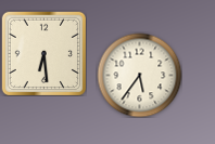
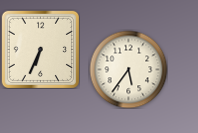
clock at (43, 53): 6:29 -> 6:34
